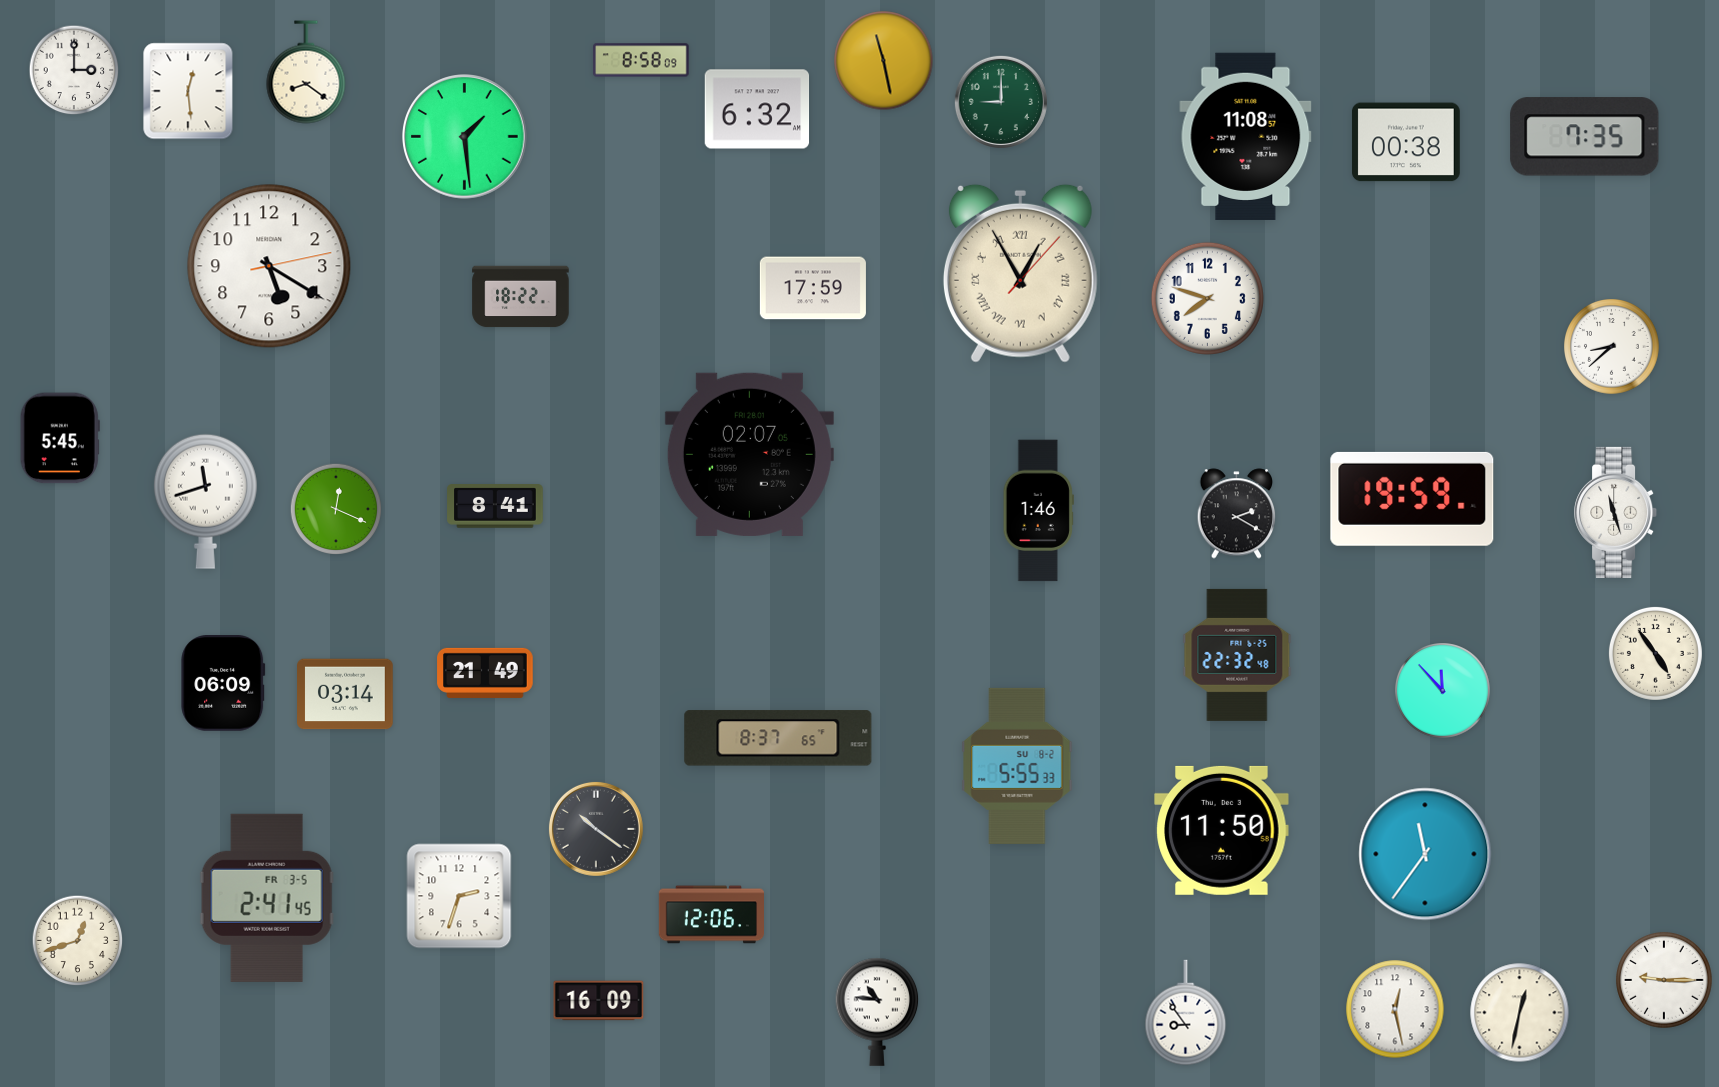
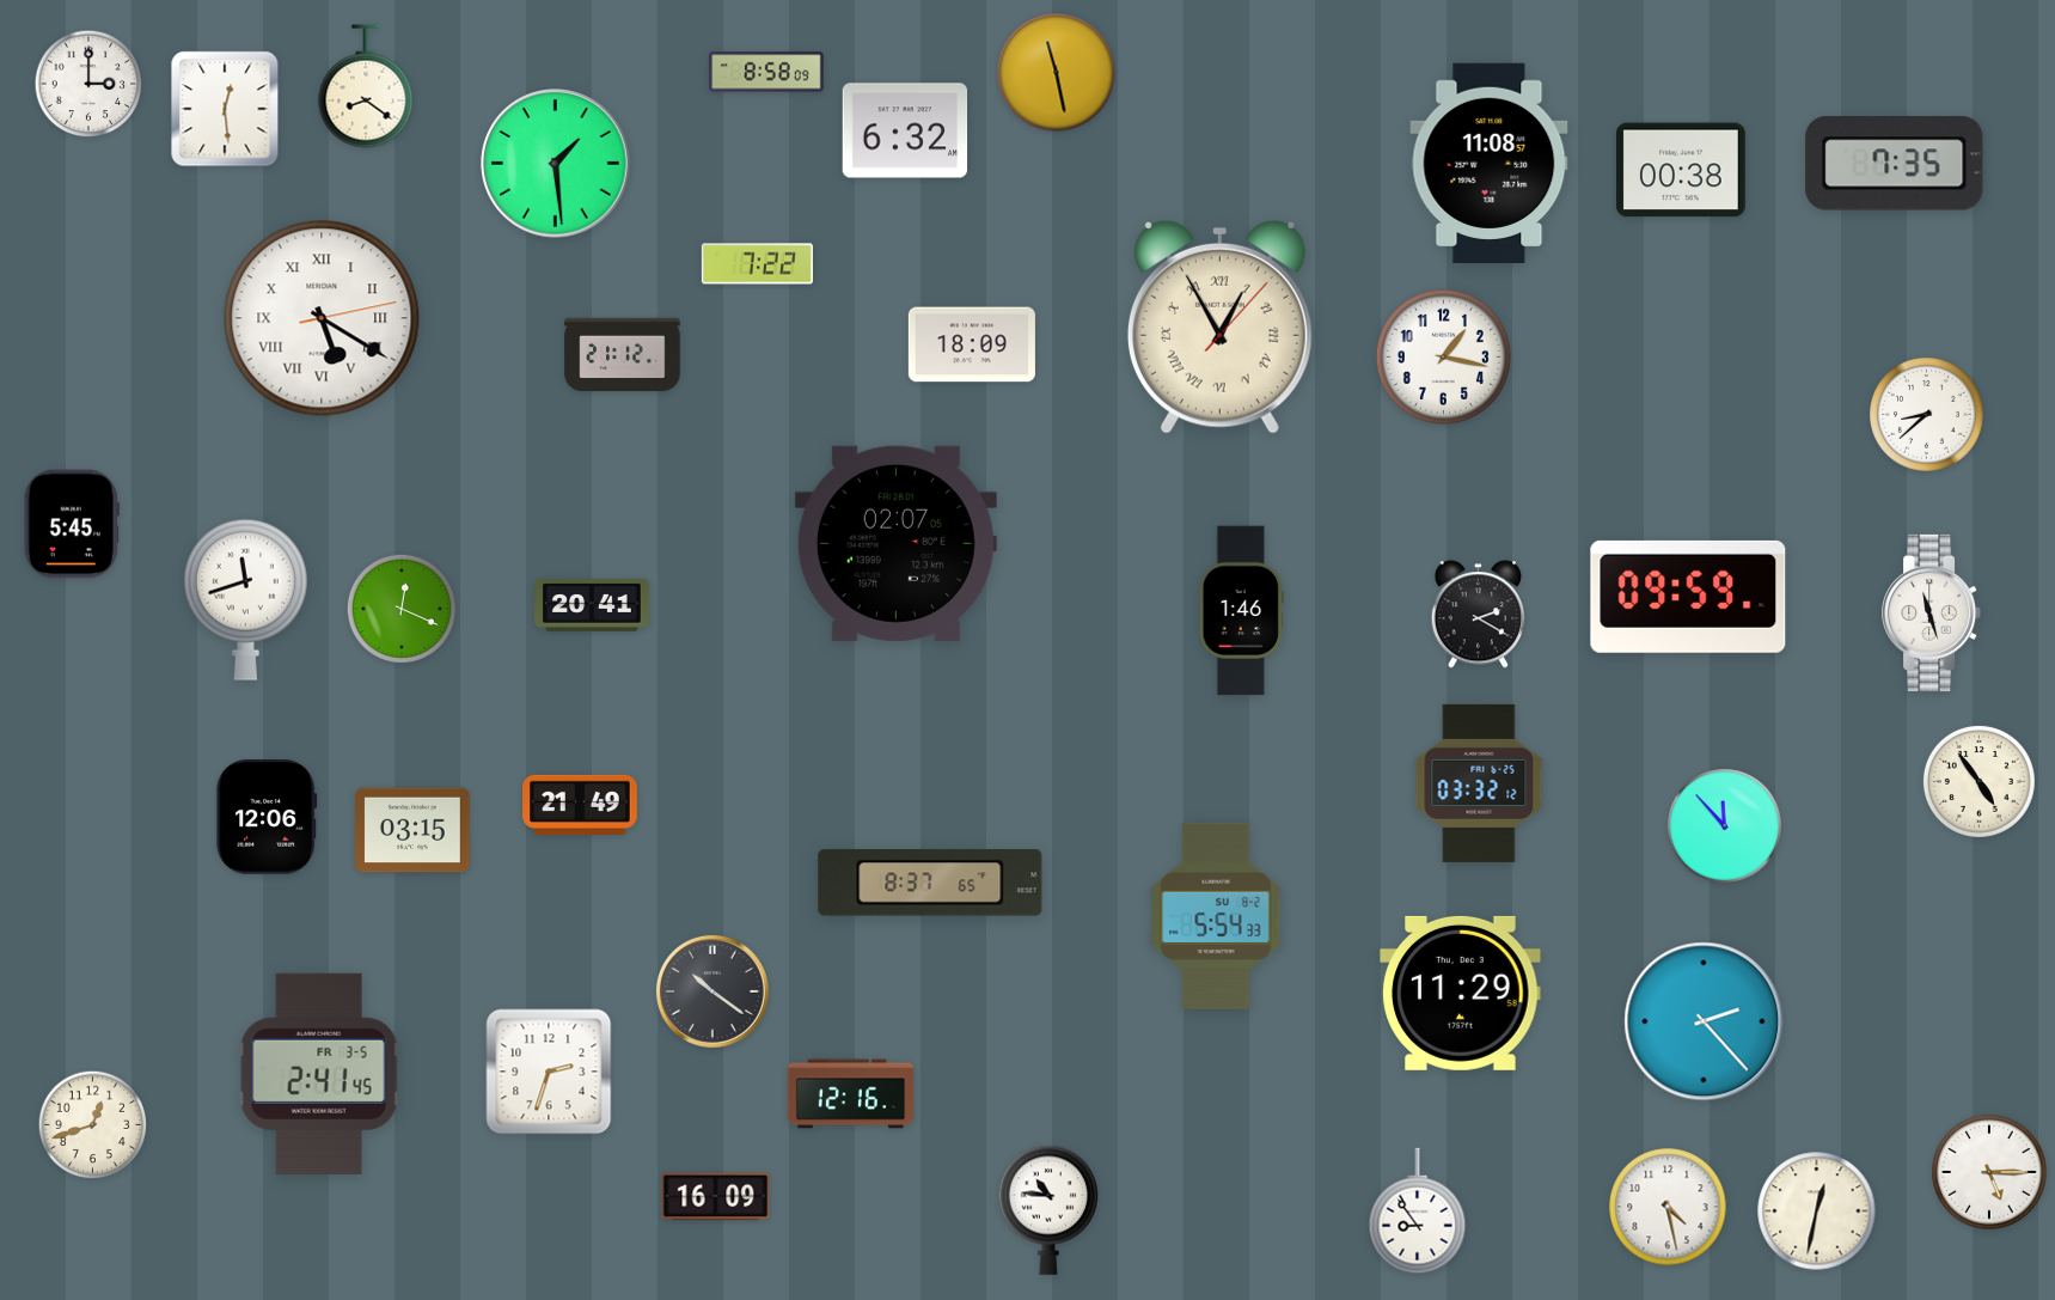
clock at (1001, 102): 9:00 -> none
clock at (757, 264): none -> 7:22
clock at (269, 266) numerals: Arabic -> Roman
clock at (813, 288): 17:59 -> 18:09
clock at (521, 297): 18:22 -> 21:12
clock at (1207, 298): 7:48 -> 1:17
clock at (1412, 499): 19:59 -> 09:59
clock at (495, 506): 8:41 -> 20:41
clock at (1237, 655): 22:32 -> 03:32
clock at (223, 684): 06:09 -> 12:06
clock at (345, 694): 03:14 -> 03:15
clock at (1017, 766): 5:55 -> 5:54
clock at (1222, 830): 11:50 -> 11:29
clock at (1425, 854): 11:36 -> 2:23
clock at (711, 915): 12:06 -> 12:16
clock at (1664, 980): 9:15 -> 5:15
clock at (1395, 1009): 12:28 -> 4:28
